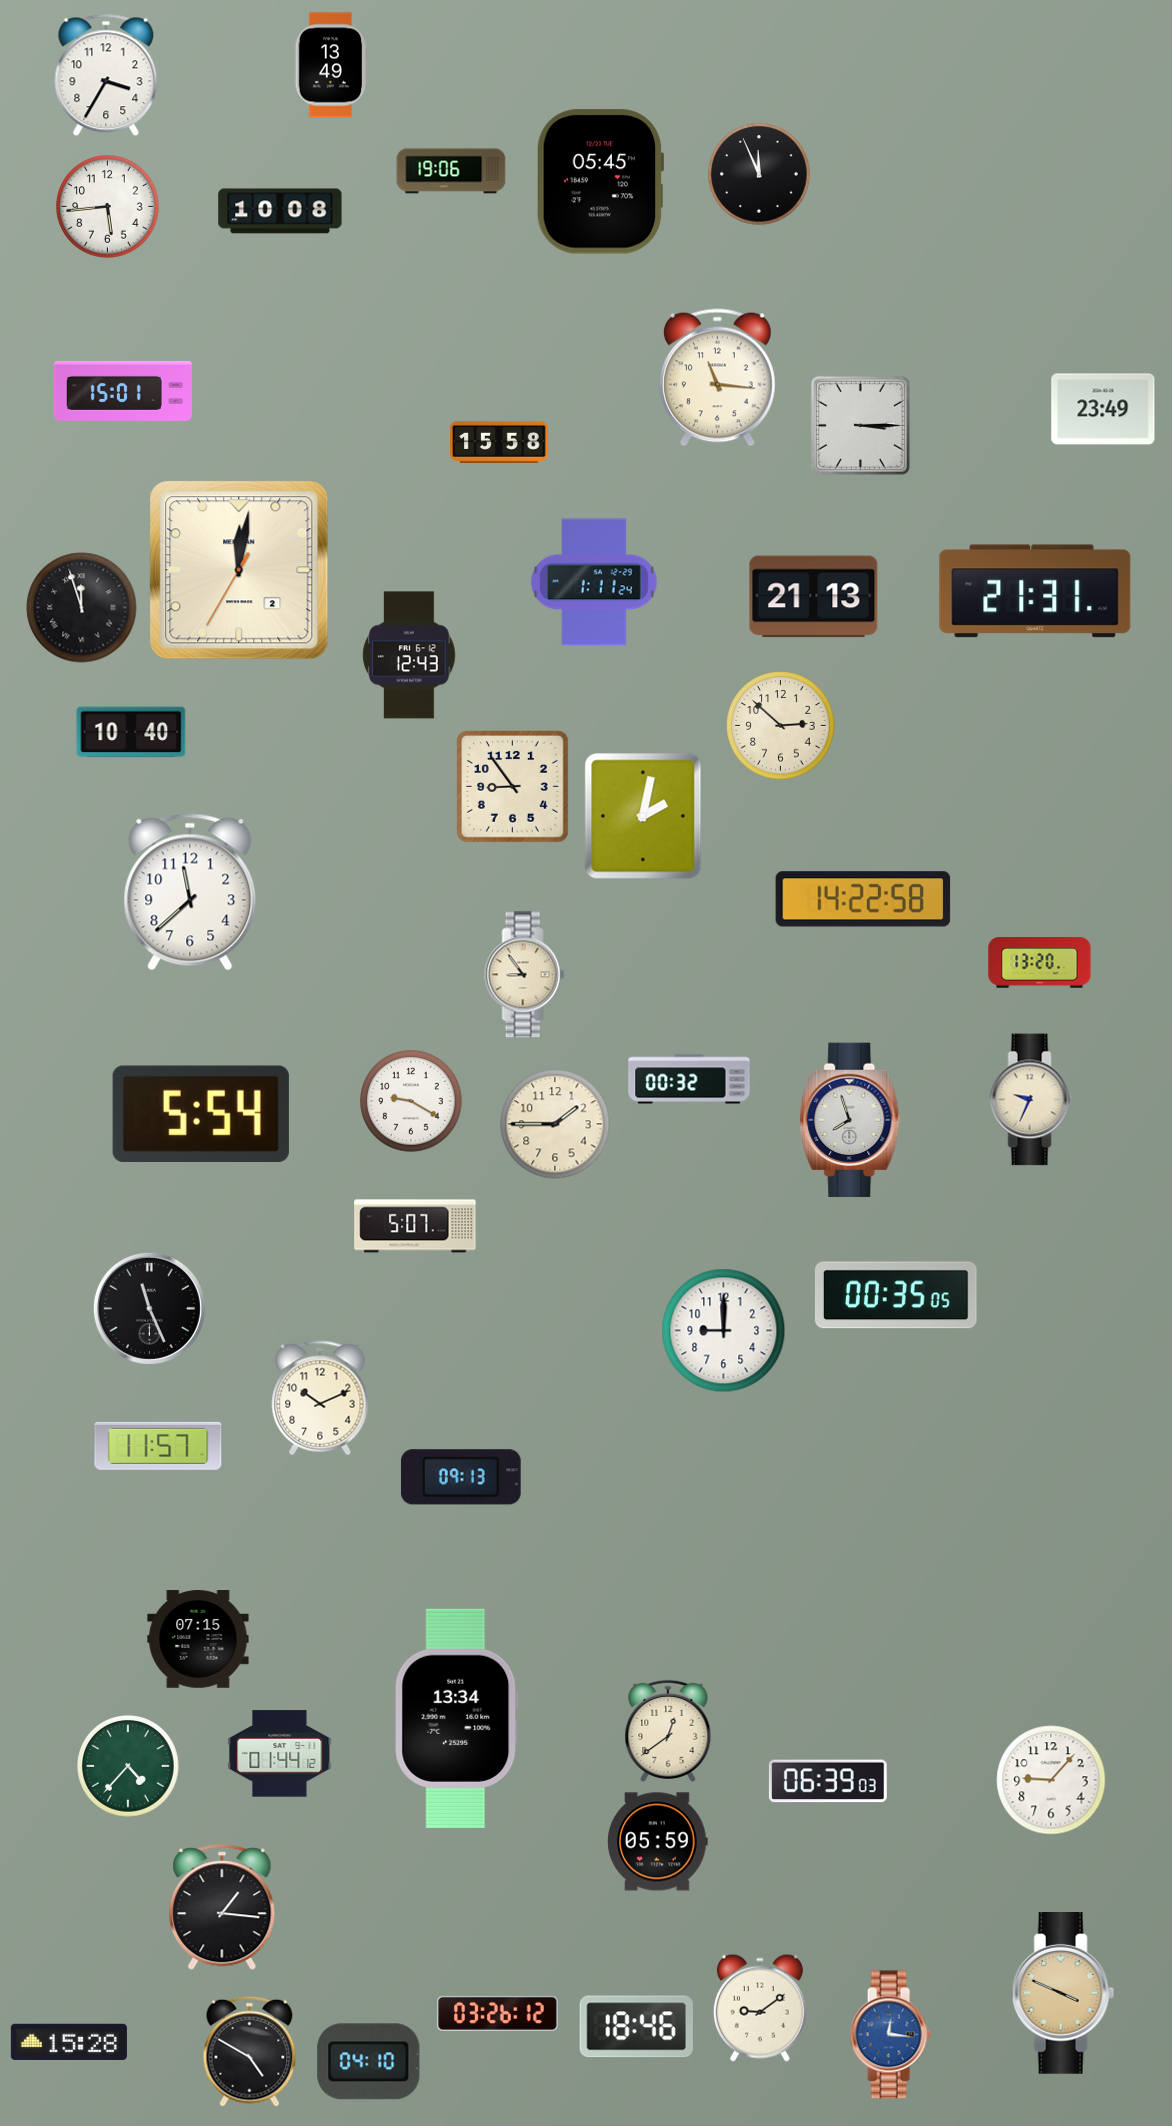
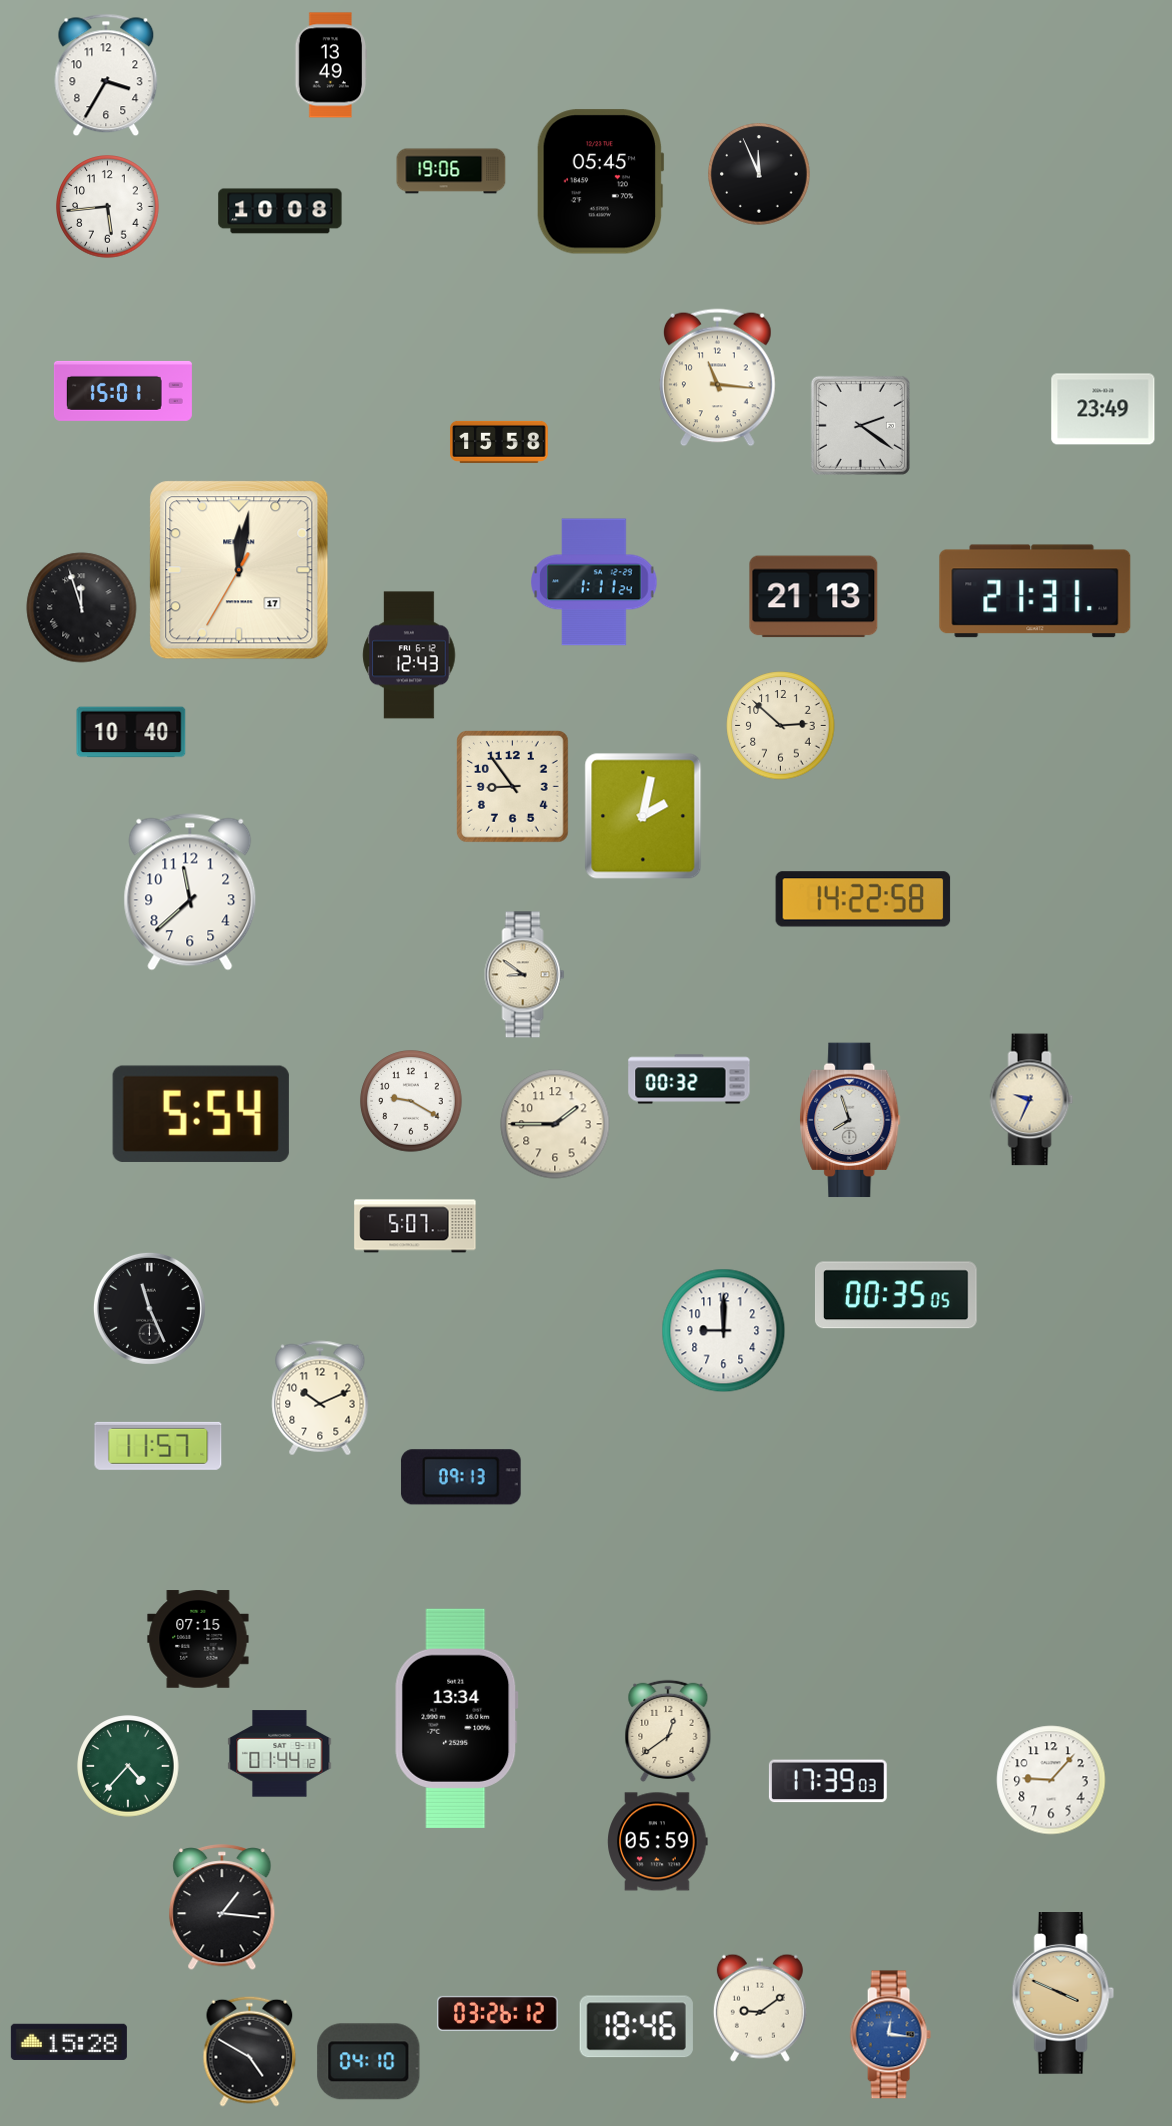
clock at (860, 425): 3:15 -> 2:21
clock at (239, 570) date: 2 -> 17
clock at (1040, 963): 13:20 -> none
clock at (525, 975): 8:54 -> 8:51
clock at (828, 1781): 06:39 -> 17:39
